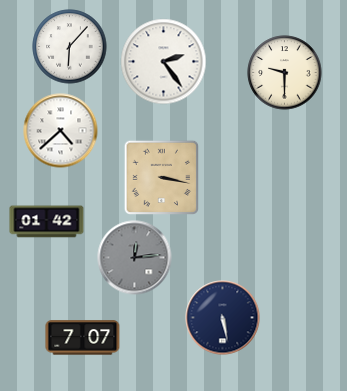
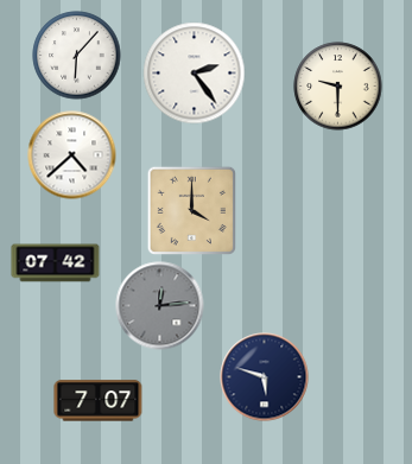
clock at (70, 47) position: (70, 47) -> (77, 56)
clock at (161, 177): 3:17 -> 4:00
clock at (47, 222): 01:42 -> 07:42
clock at (223, 318): 5:28 -> 5:48
